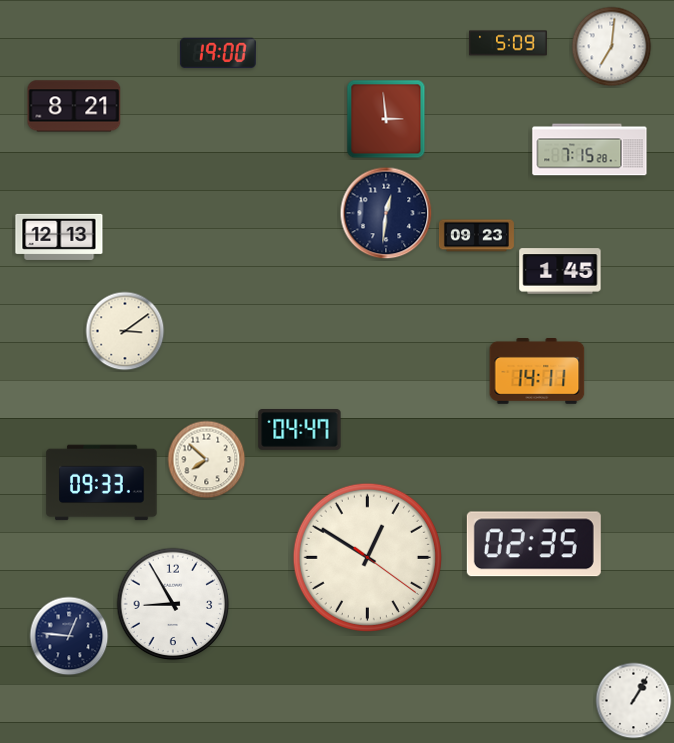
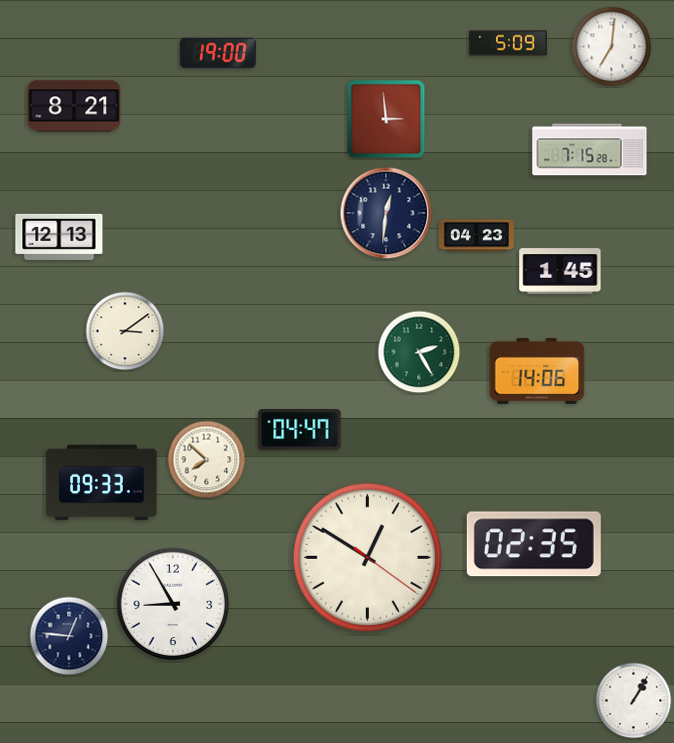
clock at (476, 236): 09:23 -> 04:23
clock at (419, 352): none -> 2:25
clock at (537, 372): 14:11 -> 14:06
